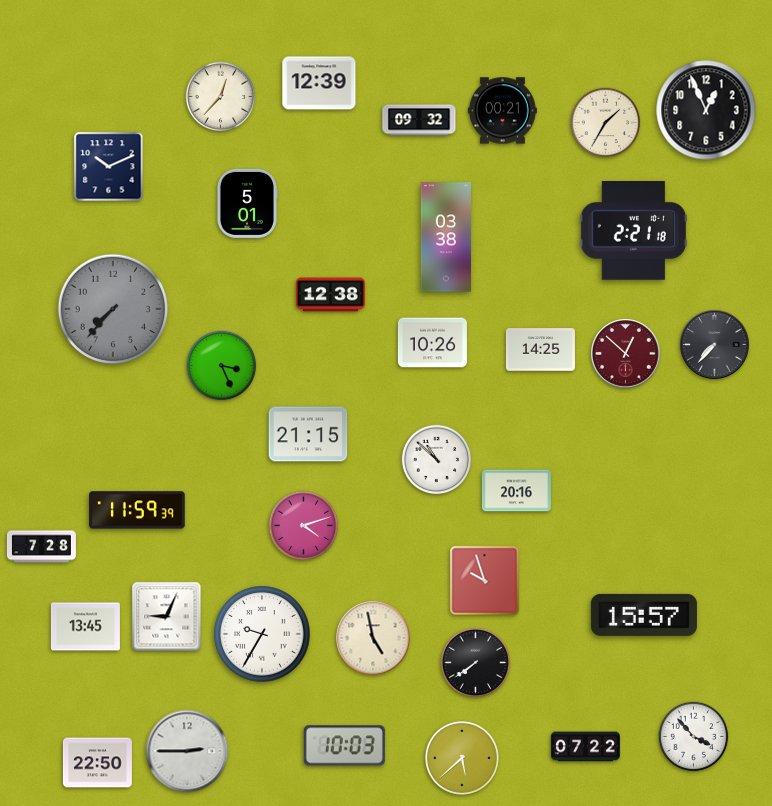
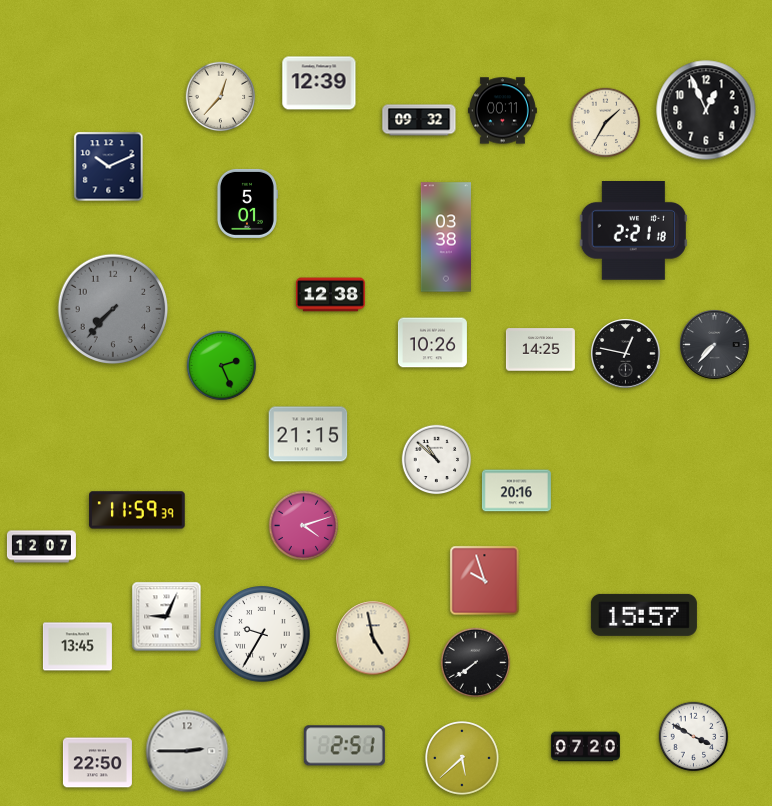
clock at (502, 111): 00:21 -> 00:11
clock at (626, 354): 12:52 -> 12:47
clock at (626, 354) dial: burgundy -> black
clock at (222, 366): 3:26 -> 2:26
clock at (41, 547): 7:28 -> 12:07
clock at (85, 627) position: (85, 627) -> (77, 647)
clock at (694, 737): 3:53 -> 3:50
clock at (344, 746): 10:03 -> 2:51
clock at (585, 747): 07:22 -> 07:20
